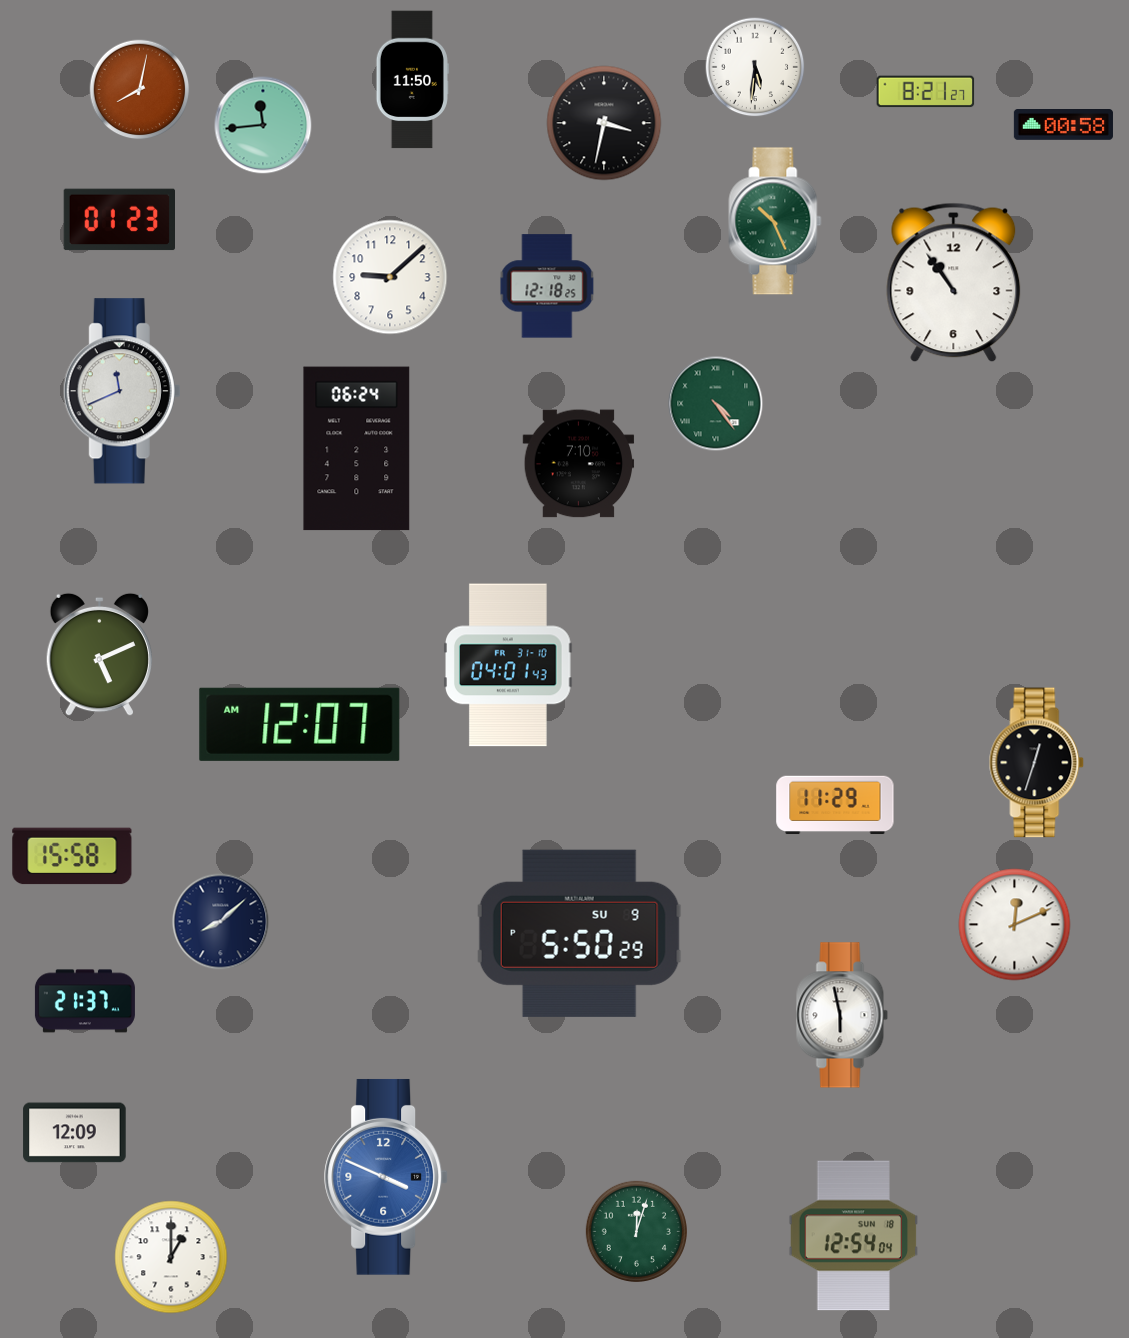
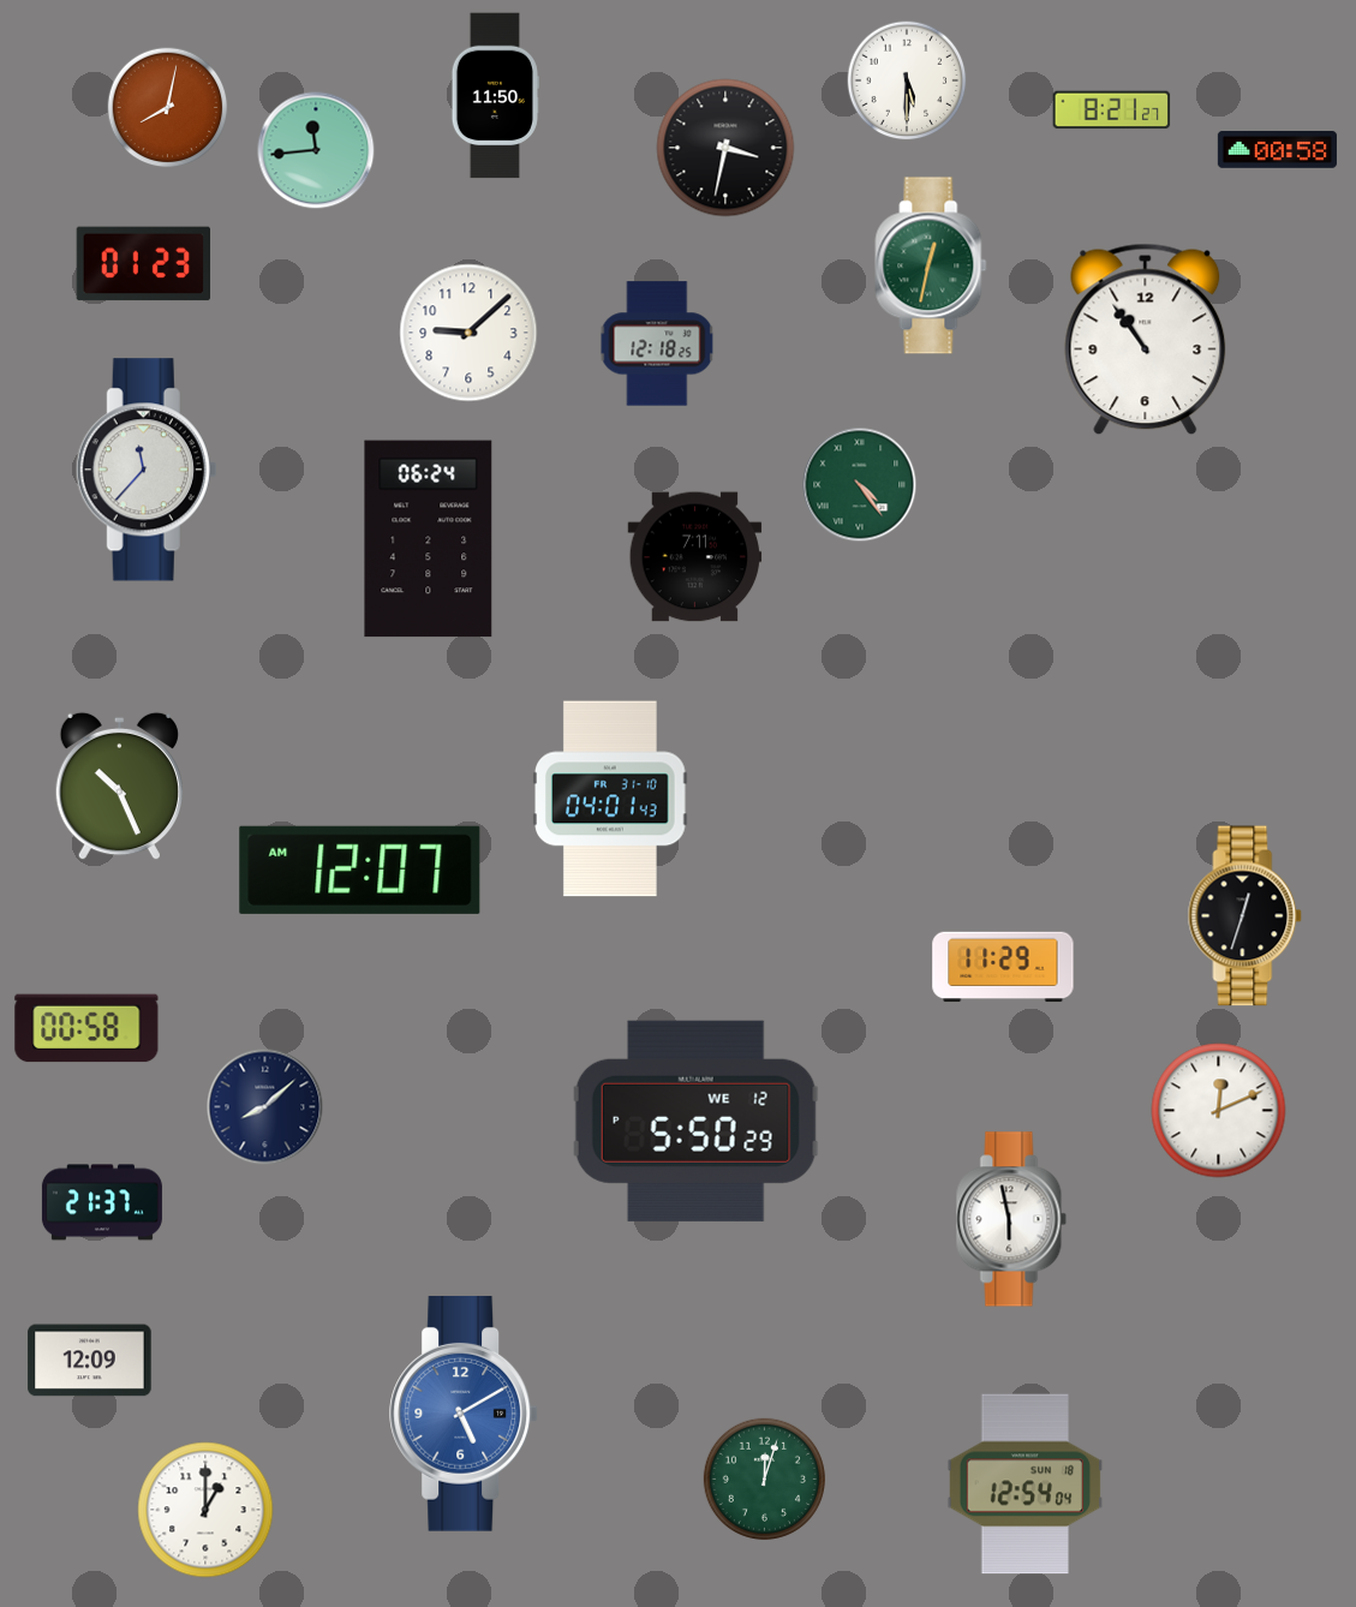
clock at (755, 67): 5:31 -> 5:30
clock at (775, 221): 10:26 -> 12:32
clock at (122, 391): 11:41 -> 11:37
clock at (579, 464): 7:10 -> 7:11
clock at (99, 655): 5:11 -> 10:26
clock at (72, 856): 15:58 -> 00:58
clock at (579, 933) date: SU 9 -> WE 12
clock at (387, 1177): 3:49 -> 5:10
